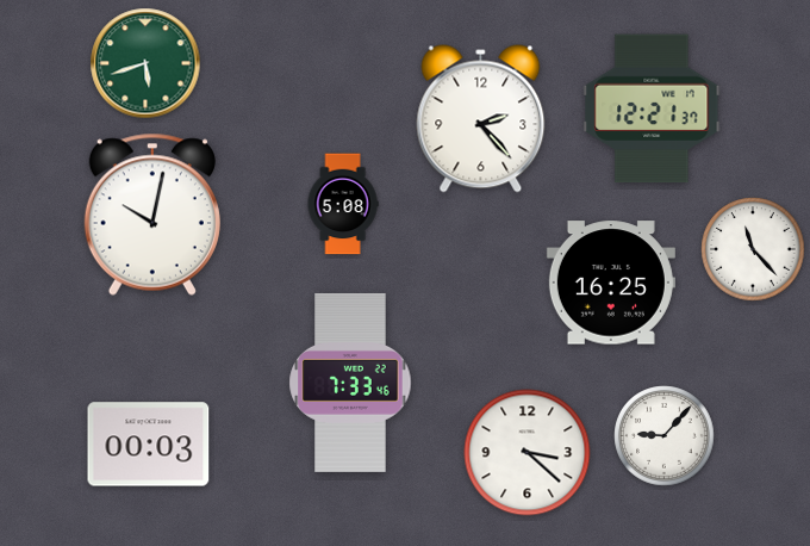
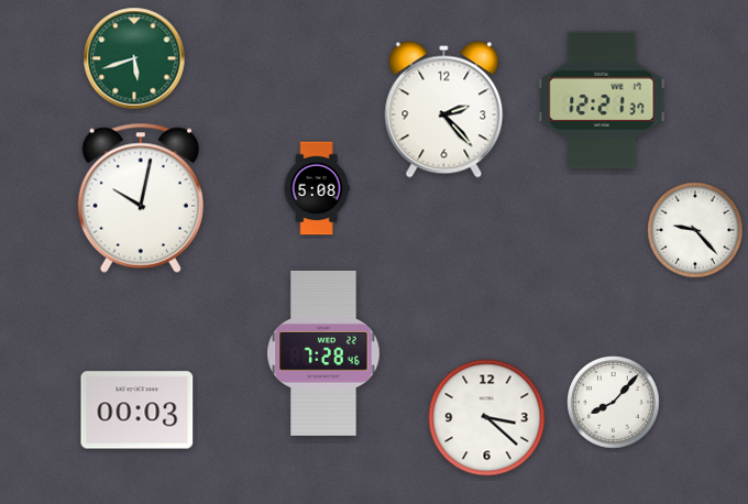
clock at (753, 249): 11:23 -> 9:23
clock at (611, 283): 16:25 -> none
clock at (350, 383): 7:33 -> 7:28
clock at (665, 436): 9:07 -> 8:07
